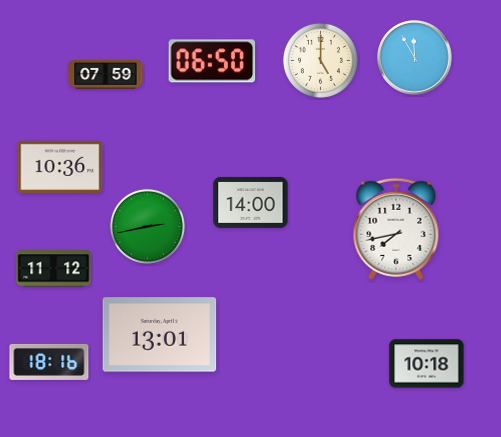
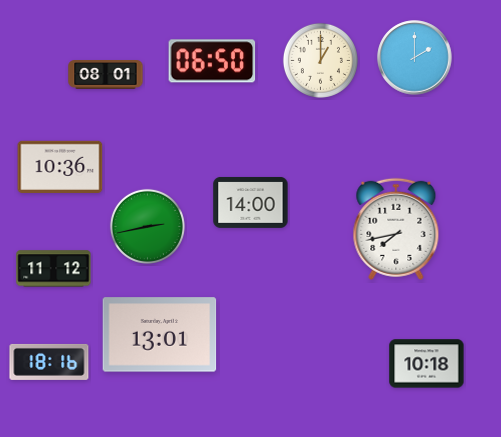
clock at (415, 58): 11:55 -> 2:00
clock at (320, 60): 5:00 -> 1:00
clock at (106, 75): 07:59 -> 08:01
